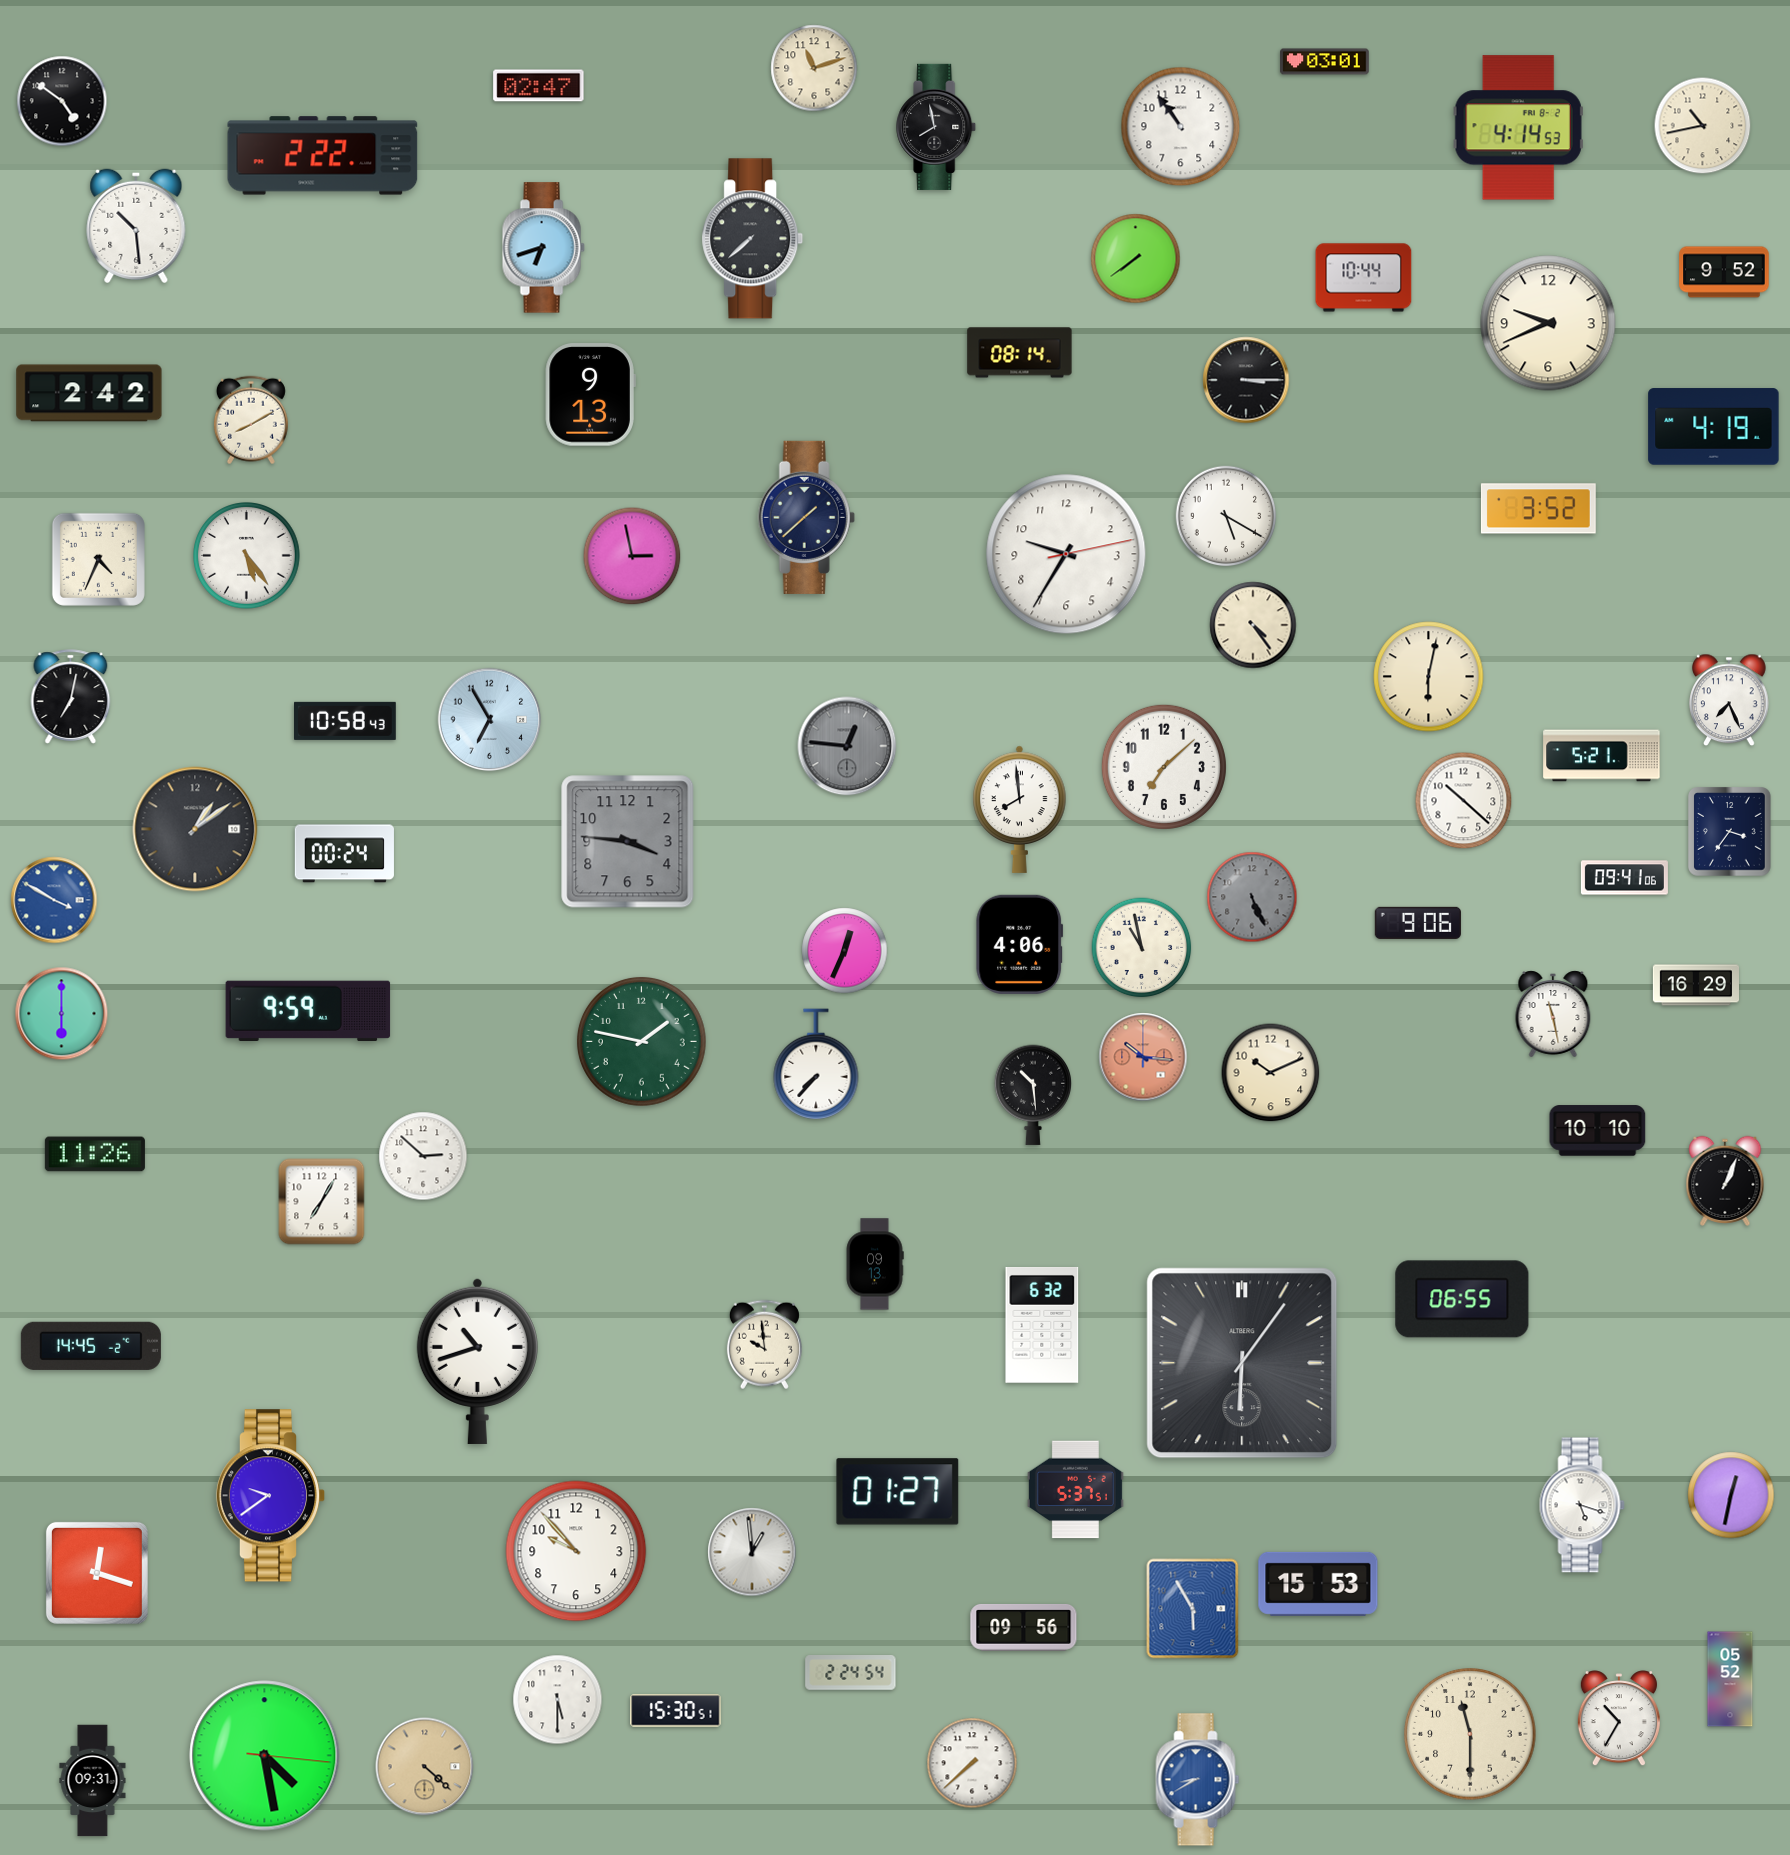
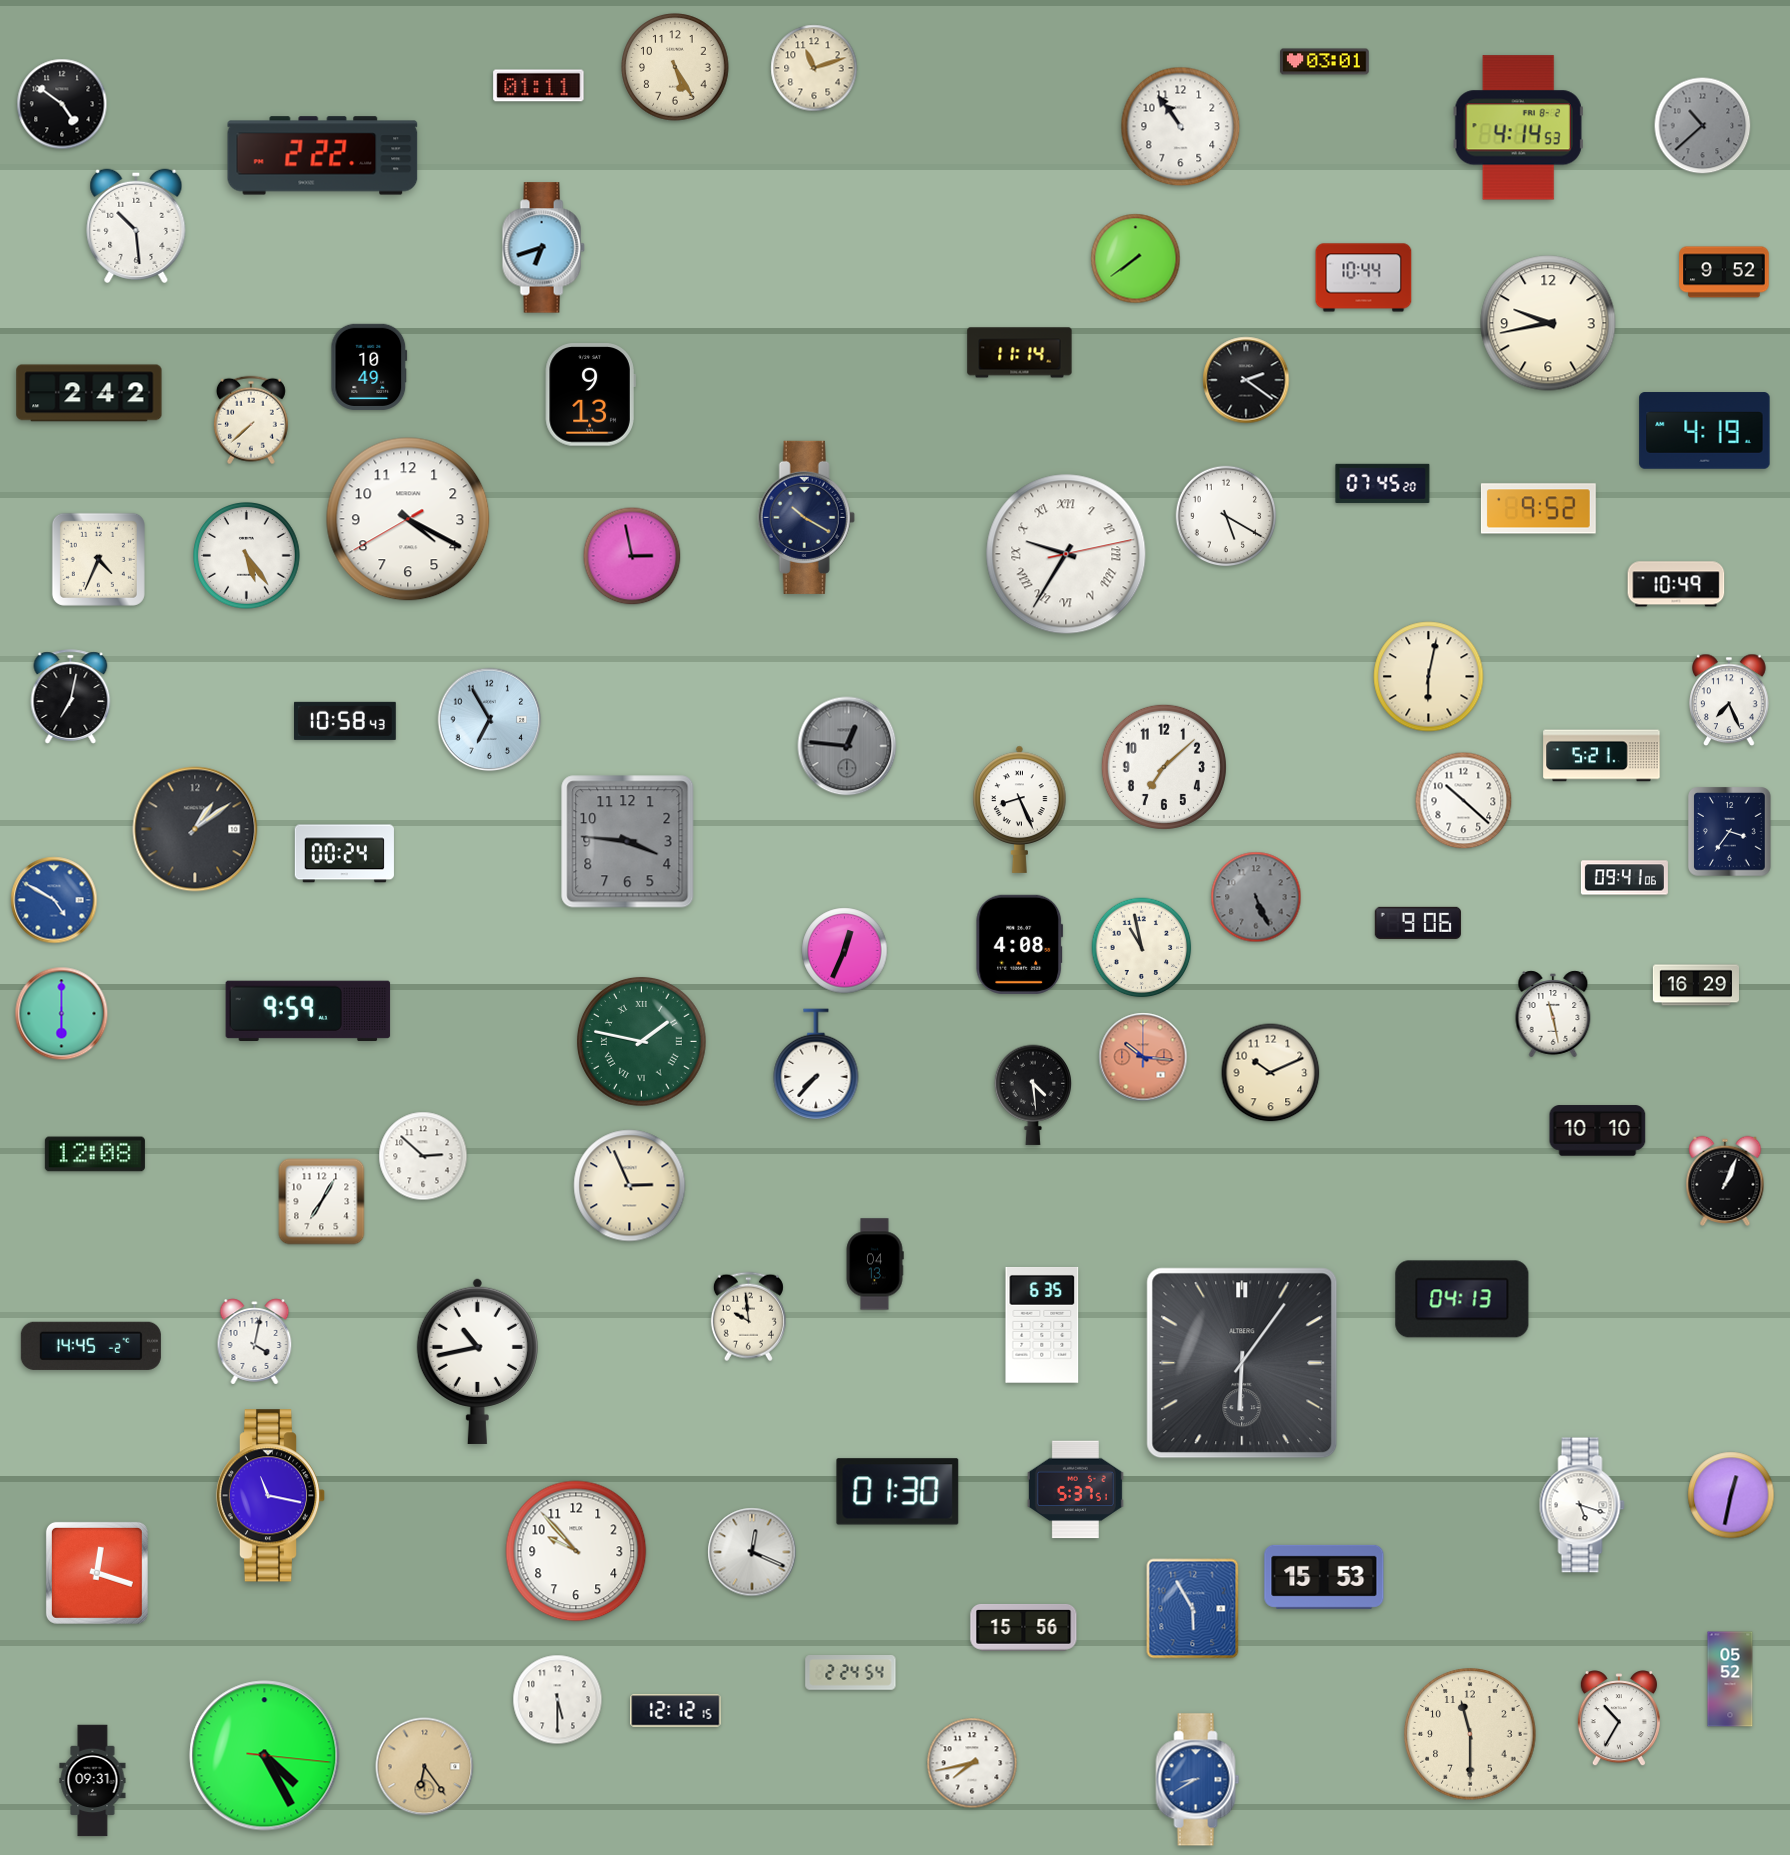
clock at (675, 67): none -> 5:25
clock at (539, 86): 02:47 -> 01:11
clock at (62, 101) position: (62, 101) -> (62, 104)
clock at (1703, 126): 10:43 -> 10:38
clock at (1703, 126) dial: cream -> grey
clock at (937, 127): 7:58 -> none
clock at (753, 239): 7:38 -> none
clock at (1548, 323): 9:41 -> 9:43
clock at (1020, 353): 08:14 -> 11:14
clock at (369, 367): none -> 10:49
clock at (1246, 380): 3:15 -> 2:21
clock at (251, 420): 8:10 -> 7:38
clock at (1714, 427) position: (1714, 427) -> (1705, 431)
clock at (1383, 483): none -> 07:45
clock at (1538, 509): 3:52 -> 9:52
clock at (806, 517): 1:38 -> 10:20
clock at (408, 519): none -> 4:19
clock at (1066, 554) numerals: Arabic -> Roman
clock at (1676, 584): none -> 10:49
clock at (1253, 625): 4:24 -> none
clock at (1020, 809): 7:59 -> 8:26
clock at (1252, 897) position: (1252, 897) -> (1256, 897)
clock at (54, 900): 3:50 -> 4:50
clock at (1020, 944): 4:06 -> 4:08
clock at (641, 1041) numerals: Arabic -> Roman
clock at (1032, 1095): 10:29 -> 4:29
clock at (95, 1154): 11:26 -> 12:08
clock at (630, 1186): none -> 2:56
clock at (875, 1264): 09:13 -> 04:13
clock at (1462, 1299): 06:55 -> 04:13
clock at (1042, 1325): 6:32 -> 6:35
clock at (255, 1342): none -> 4:02
clock at (764, 1345) position: (764, 1345) -> (748, 1317)
clock at (477, 1361): 10:42 -> 10:43
clock at (898, 1492): 01:27 -> 01:30
clock at (271, 1496): 9:39 -> 11:17
clock at (752, 1552): 12:59 -> 12:19
clock at (1318, 1584) position: (1318, 1584) -> (1324, 1577)
clock at (1024, 1627): 09:56 -> 15:56
clock at (676, 1711): 15:30 -> 12:12
clock at (265, 1756): 4:28 -> 4:25
clock at (972, 1763): 7:38 -> 7:43
clock at (425, 1767): 4:22 -> 6:24
